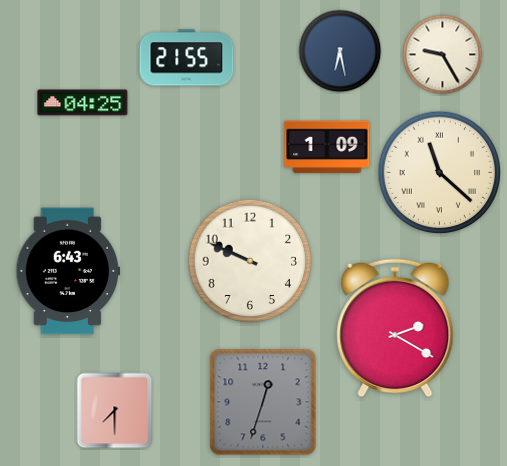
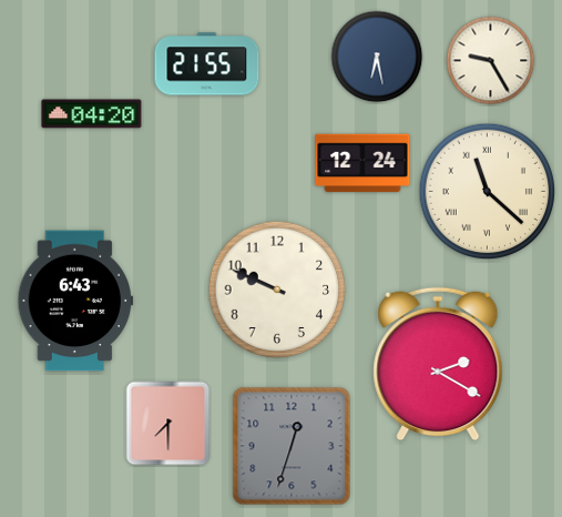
clock at (83, 103): 04:25 -> 04:20
clock at (327, 147): 1:09 -> 12:24
clock at (115, 411) position: (115, 411) -> (168, 424)
